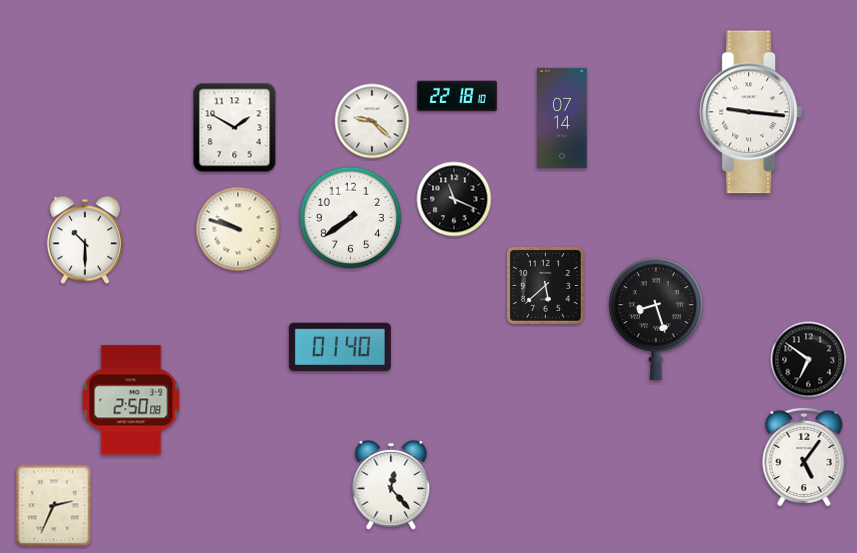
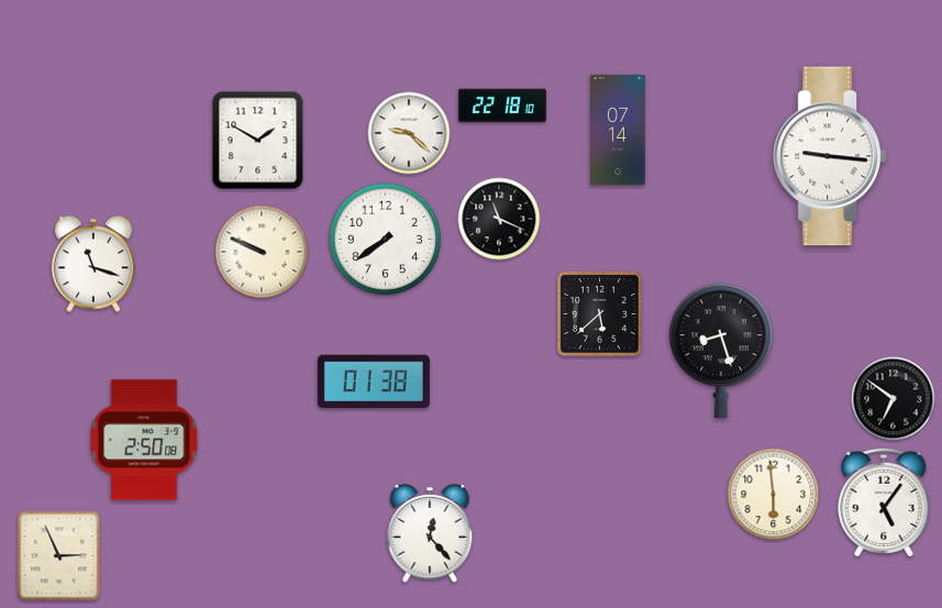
clock at (751, 112) position: (751, 112) -> (830, 156)
clock at (238, 229): 9:48 -> 9:49
clock at (85, 240): 10:30 -> 11:18
clock at (340, 347): 01:40 -> 01:38
clock at (809, 360) position: (809, 360) -> (894, 399)
clock at (774, 495): none -> 5:59
clock at (54, 506): 2:34 -> 2:56
